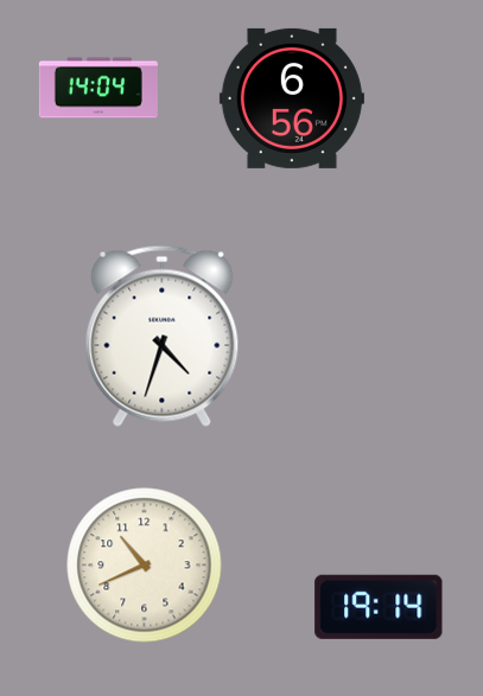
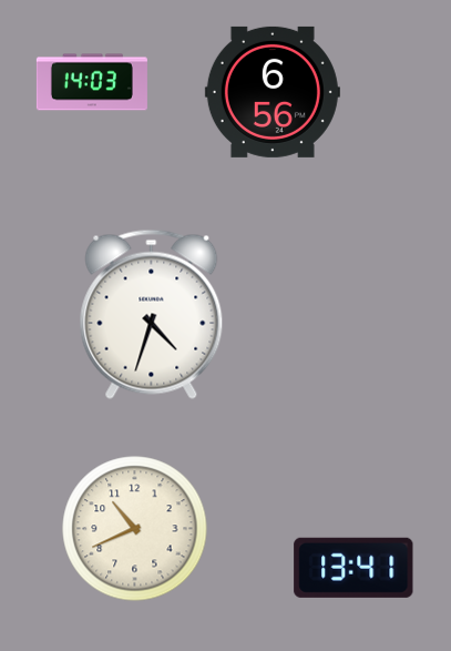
clock at (98, 88): 14:04 -> 14:03
clock at (379, 607): 19:14 -> 13:41
